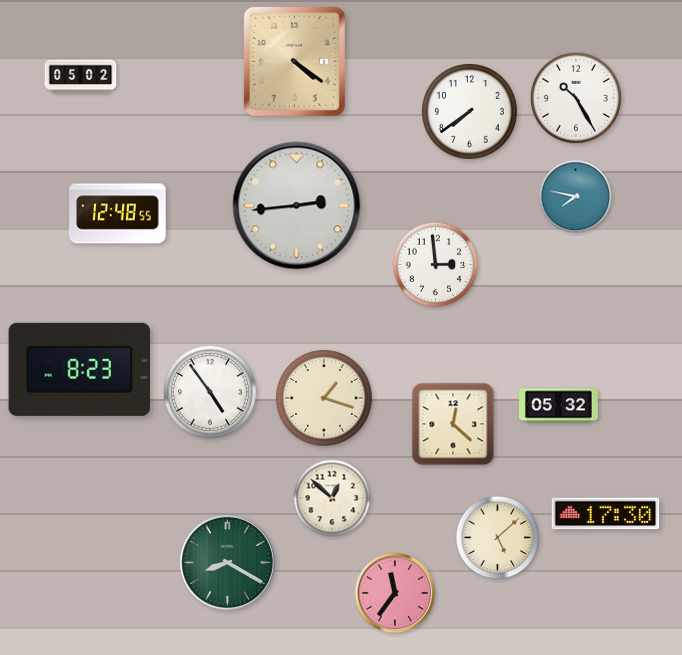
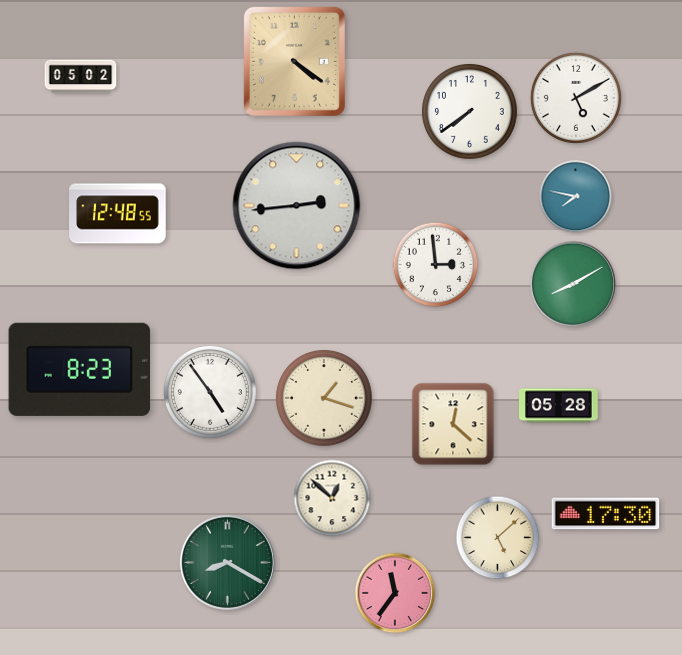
clock at (576, 98): 10:25 -> 5:10
clock at (573, 284): none -> 8:10
clock at (559, 406): 05:32 -> 05:28
